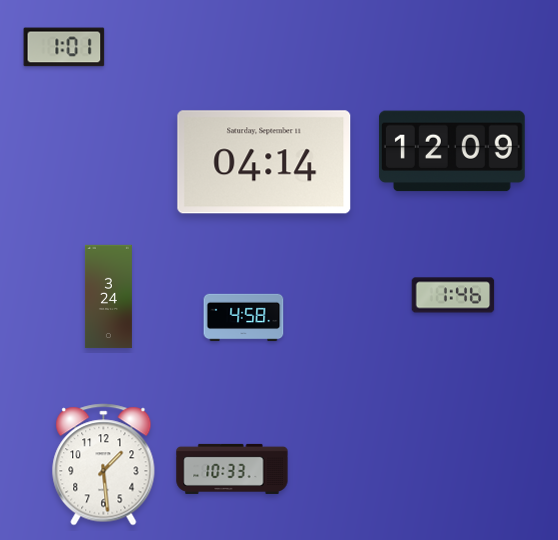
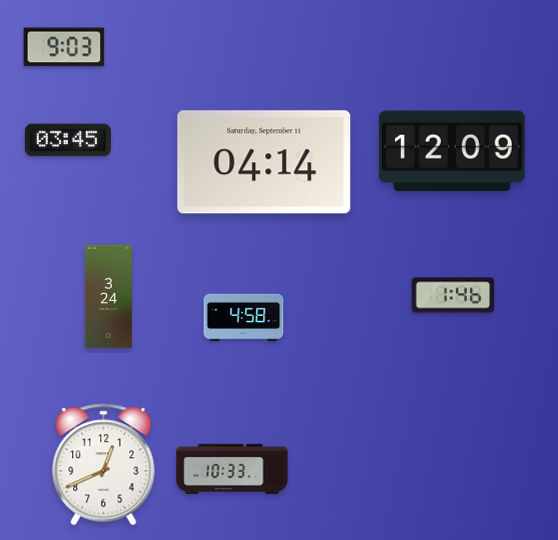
clock at (64, 47): 1:01 -> 9:03
clock at (68, 140): none -> 03:45
clock at (104, 465): 1:29 -> 12:41
